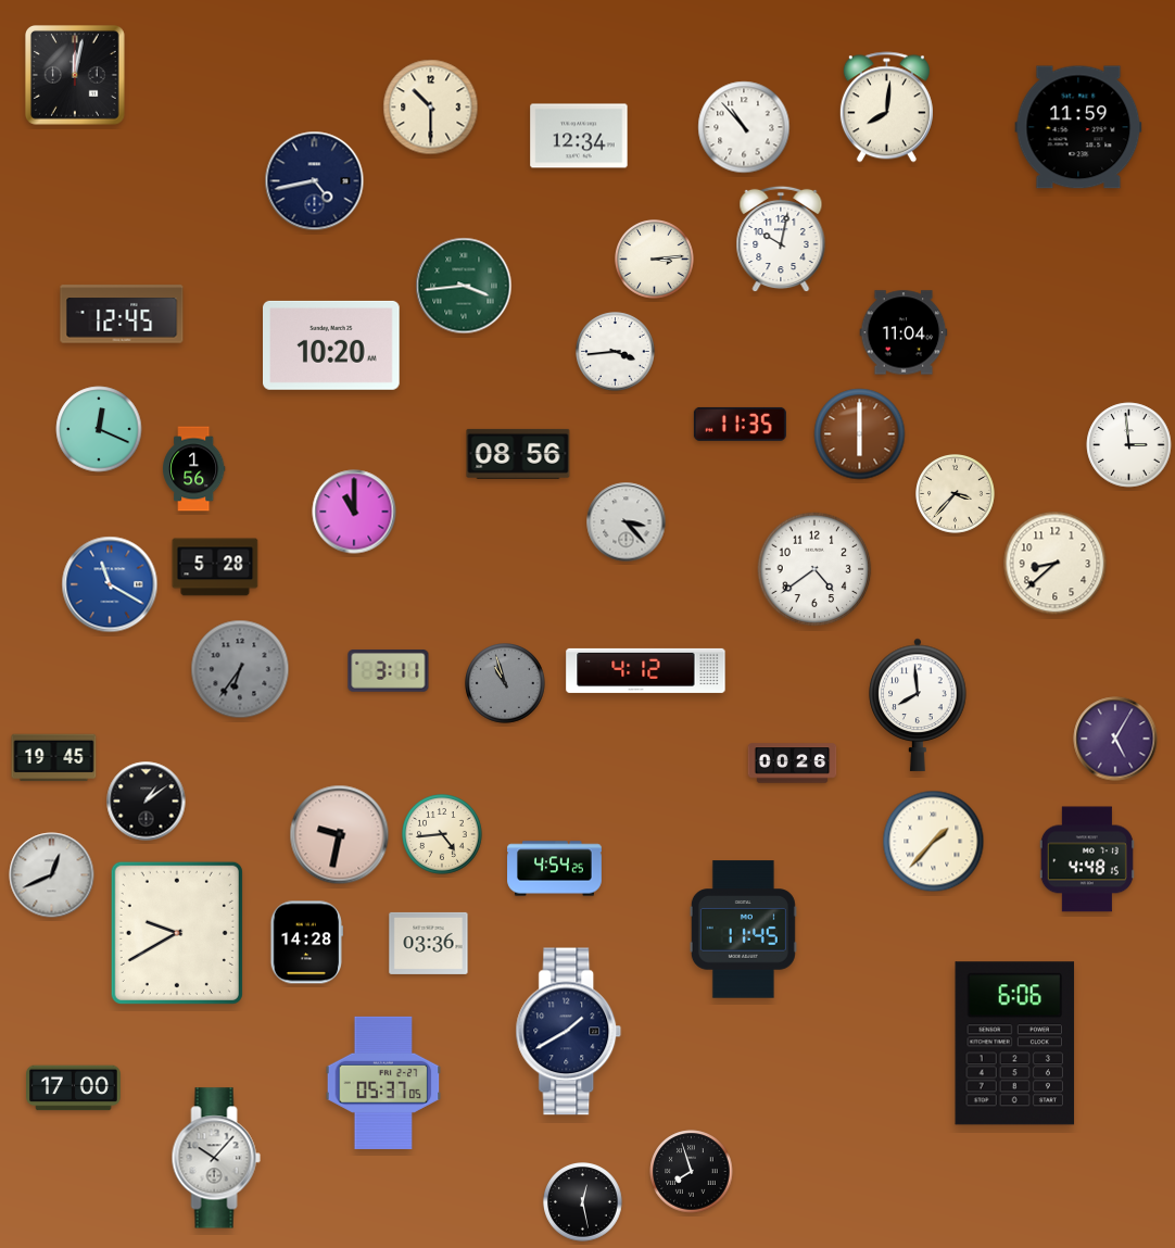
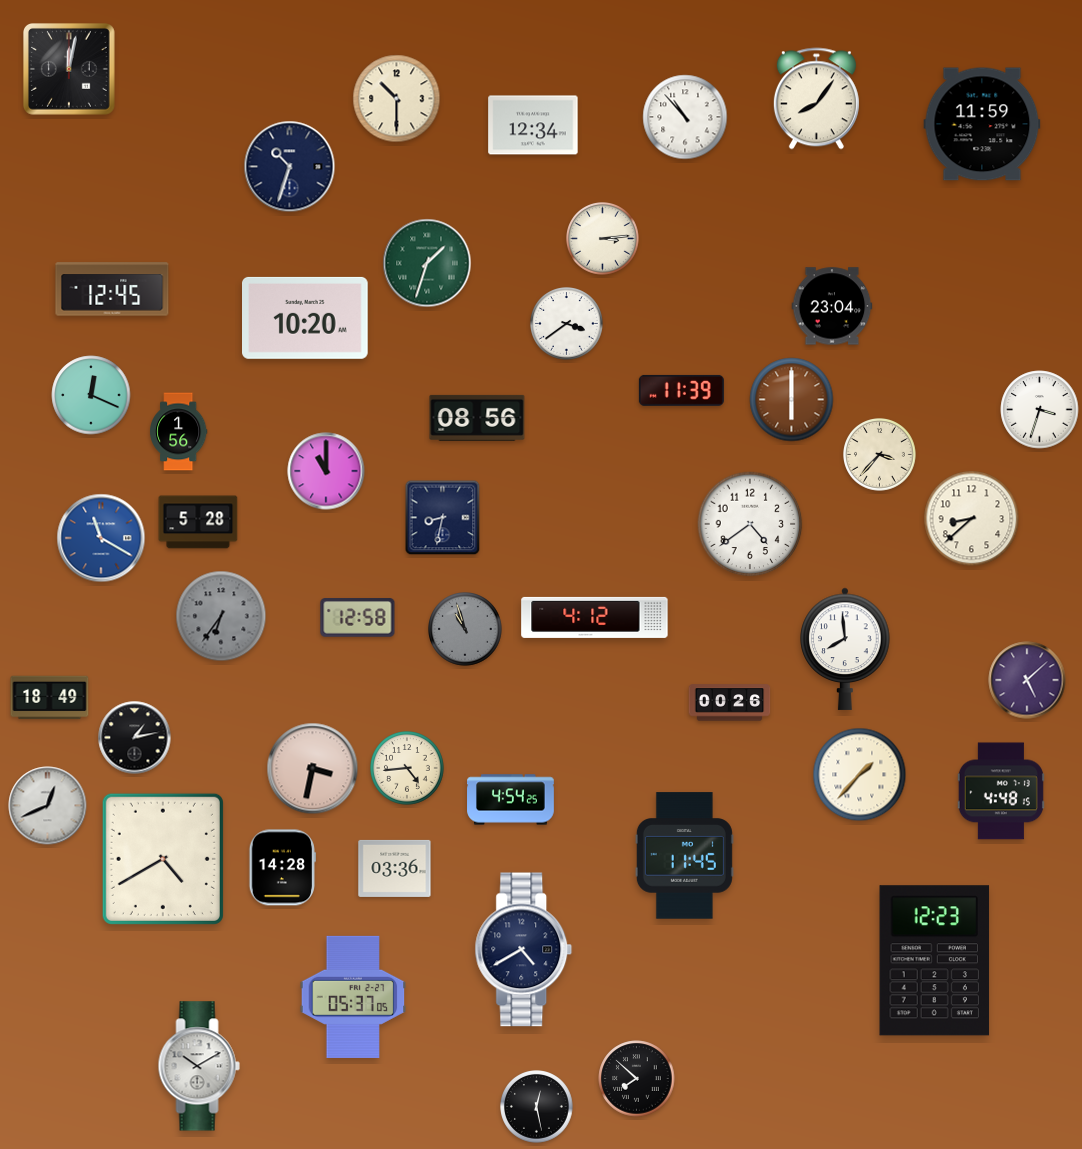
clock at (886, 108): 8:01 -> 8:06
clock at (1078, 127) position: (1078, 127) -> (982, 124)
clock at (315, 181): 4:43 -> 10:33
clock at (781, 239): 10:02 -> none
clock at (464, 286): 3:44 -> 1:33
clock at (904, 332): 11:04 -> 23:04
clock at (616, 352): 3:44 -> 3:39
clock at (740, 424): 11:35 -> 11:39
clock at (1129, 445): 2:59 -> 3:33
clock at (627, 522): 3:23 -> none
clock at (443, 518): none -> 8:32
clock at (389, 671): 3:11 -> 12:58
clock at (1115, 739): 5:05 -> 5:08
clock at (54, 758): 19:45 -> 18:49
clock at (147, 802): 1:09 -> 1:13
clock at (340, 835): 9:32 -> 3:32
clock at (177, 933): 9:40 -> 4:40
clock at (569, 1032): 1:40 -> 4:40
clock at (1015, 1044): 6:06 -> 12:23
clock at (74, 1088): 17:00 -> none
clock at (216, 1158): 10:07 -> 10:10
clock at (692, 1172): 7:57 -> 7:52
